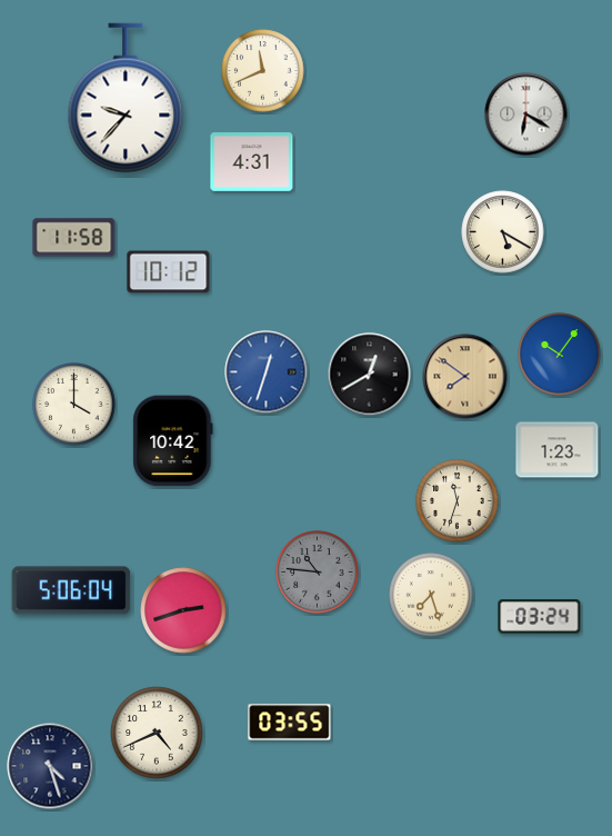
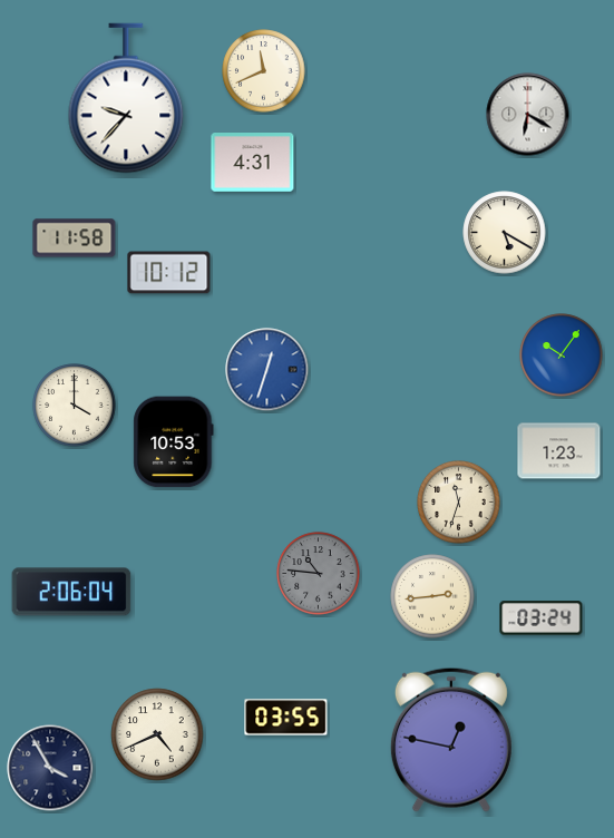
clock at (267, 372) position: (267, 372) -> (267, 370)
clock at (370, 375): 12:40 -> none
clock at (465, 377): 7:51 -> none
clock at (173, 441): 10:42 -> 10:53
clock at (71, 590): 5:06 -> 2:06
clock at (431, 595): 7:27 -> 2:44
clock at (183, 610): 2:42 -> none
clock at (290, 723) position: (290, 723) -> (286, 718)
clock at (451, 740): none -> 12:47
clock at (50, 766): 4:27 -> 3:55
